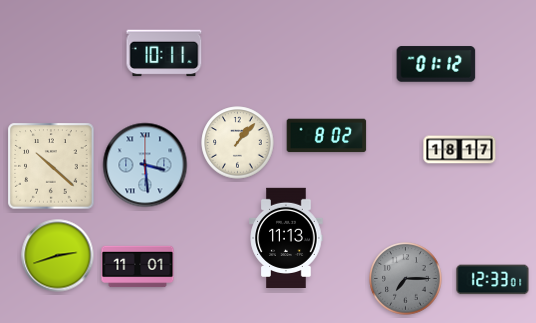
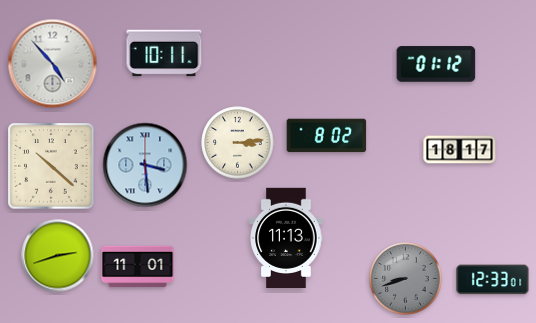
clock at (53, 64): none -> 4:53
clock at (238, 143): 1:07 -> 3:14
clock at (406, 279): 7:15 -> 8:42
